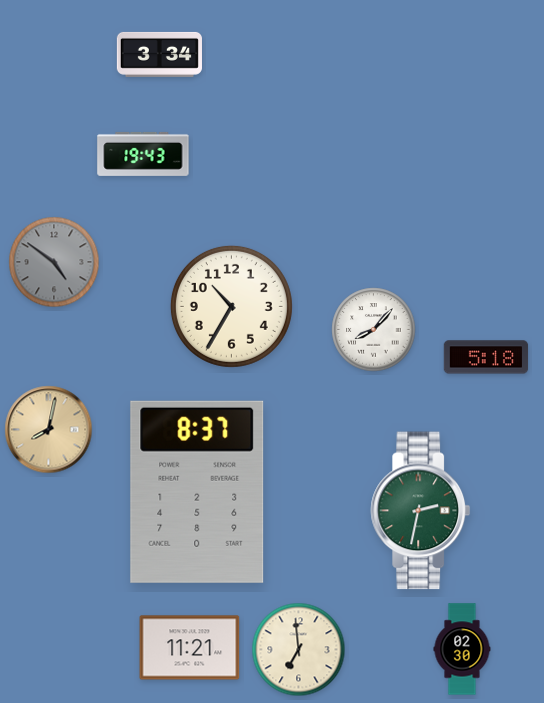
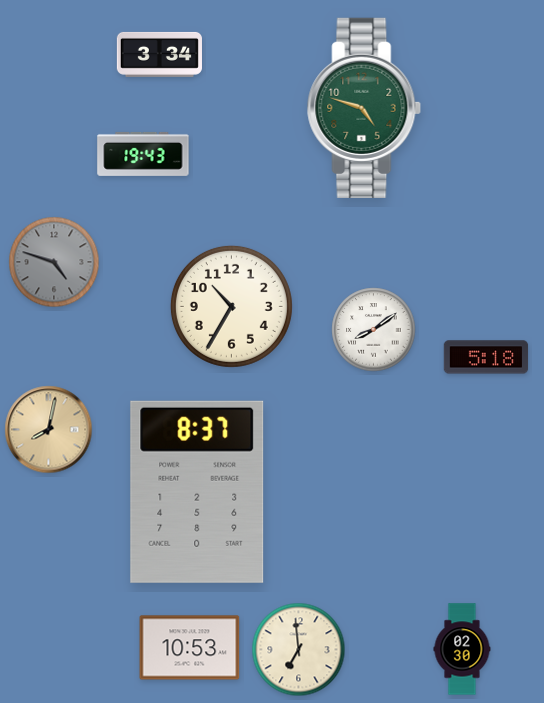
clock at (364, 108): none -> 4:48
clock at (54, 262): 4:51 -> 4:48
clock at (374, 330): 8:07 -> 8:09
clock at (421, 511): 2:32 -> none
clock at (190, 648): 11:21 -> 10:53
